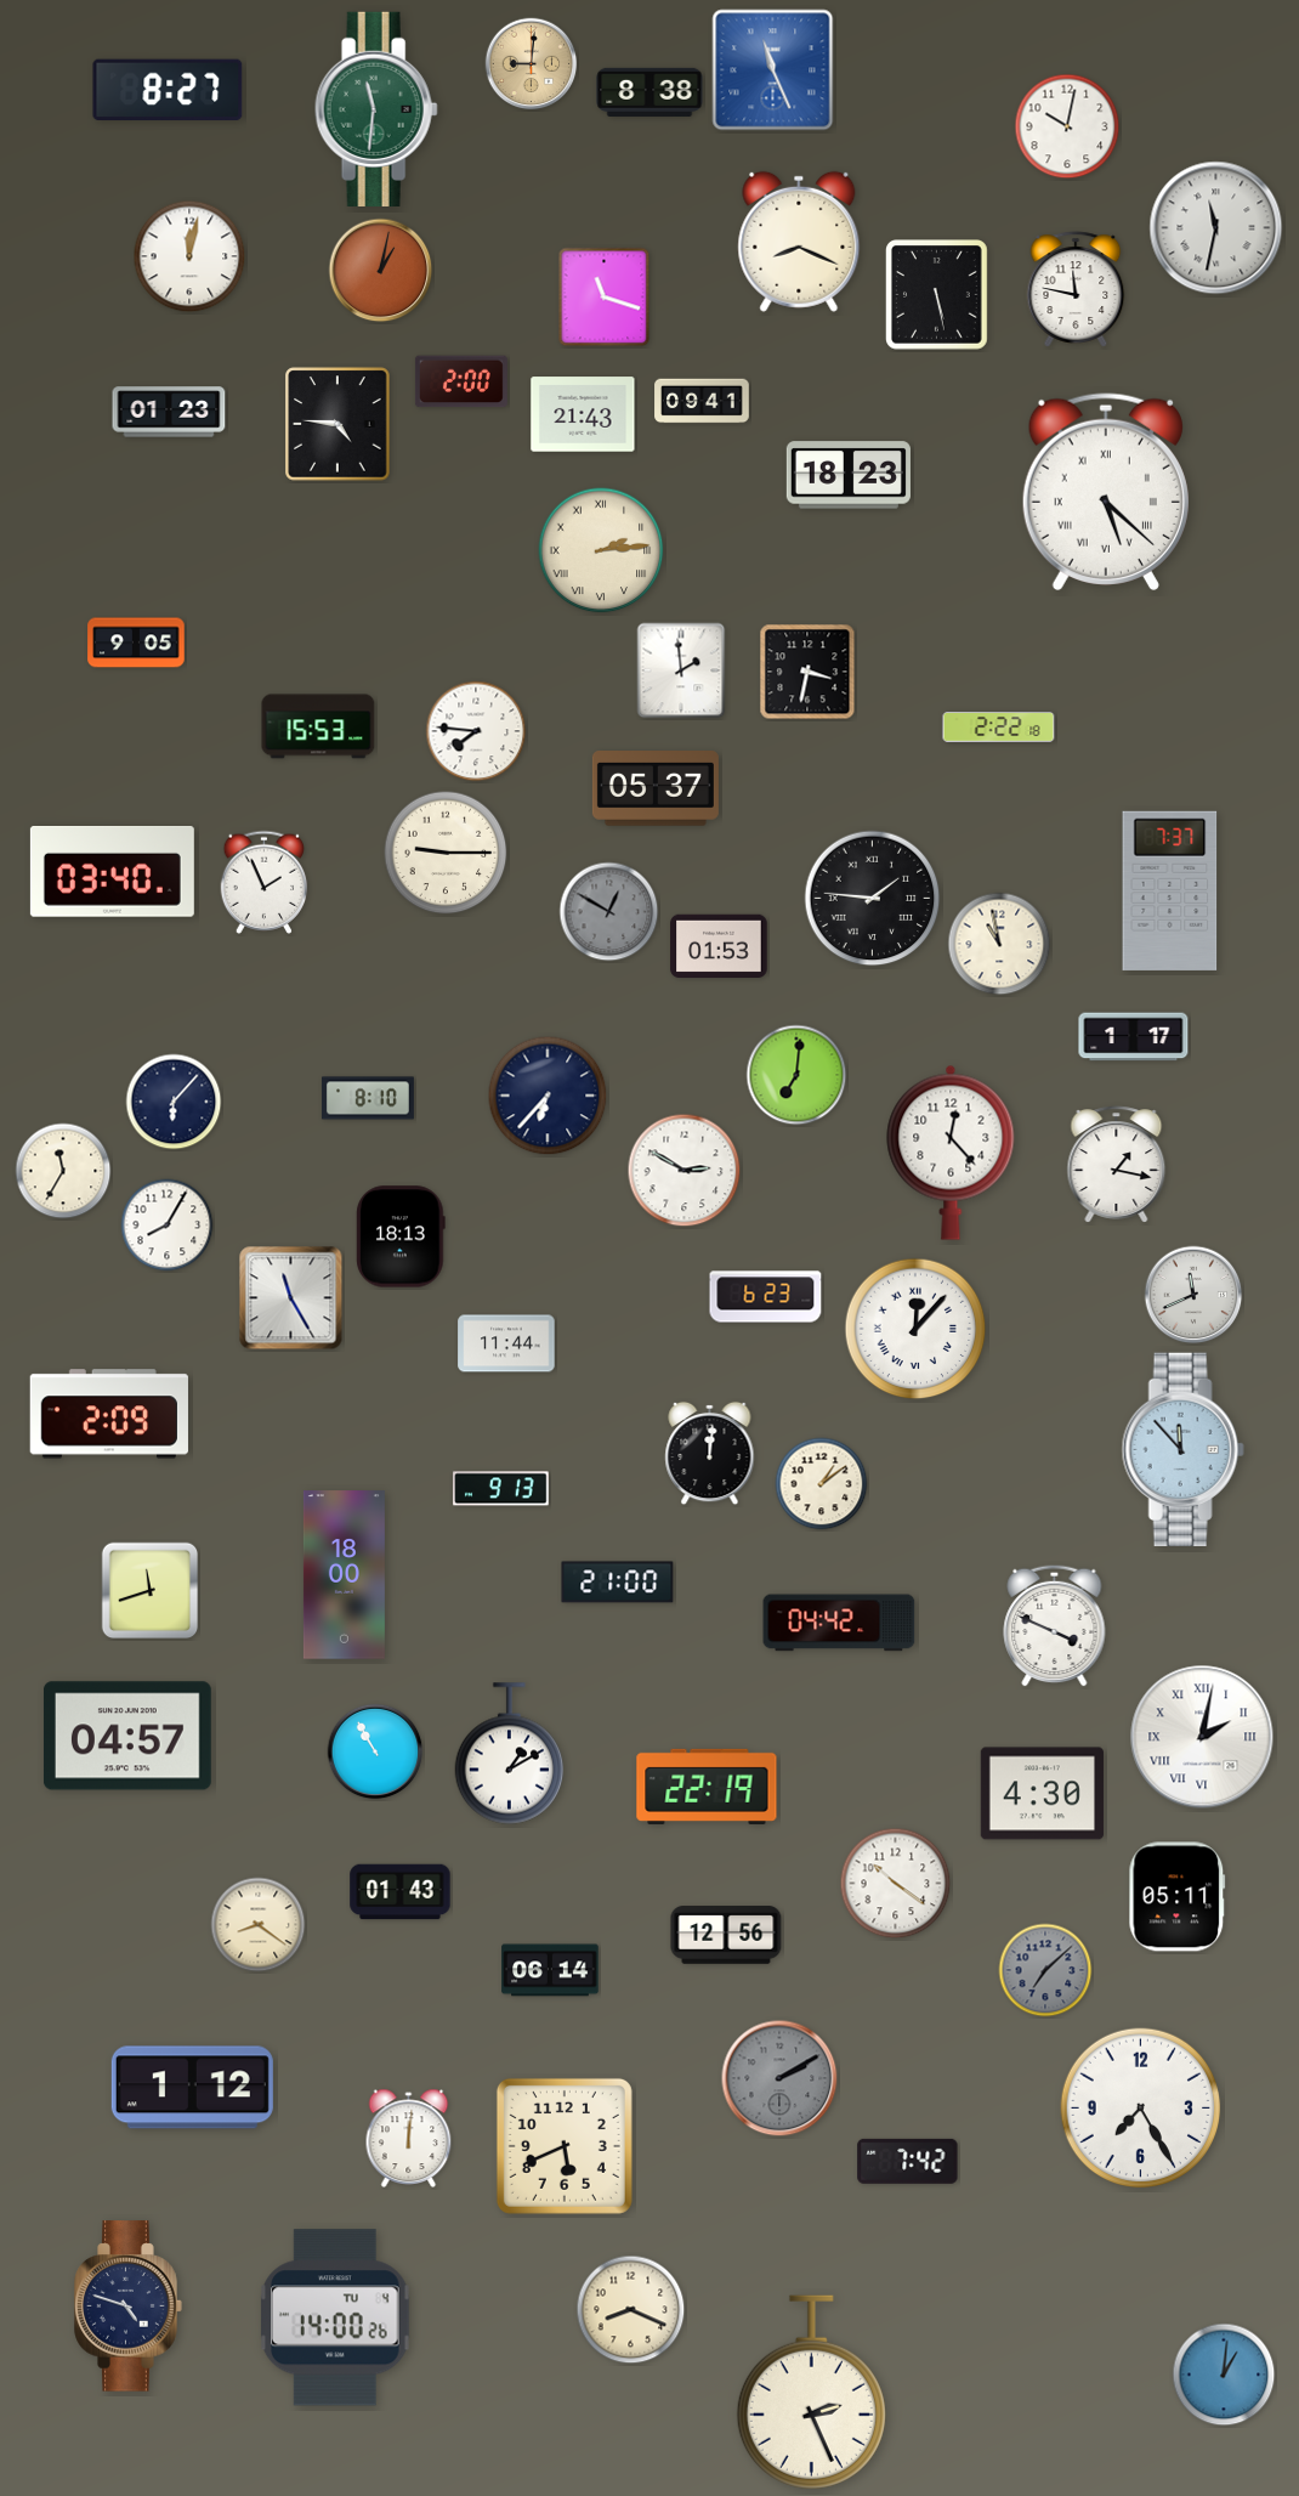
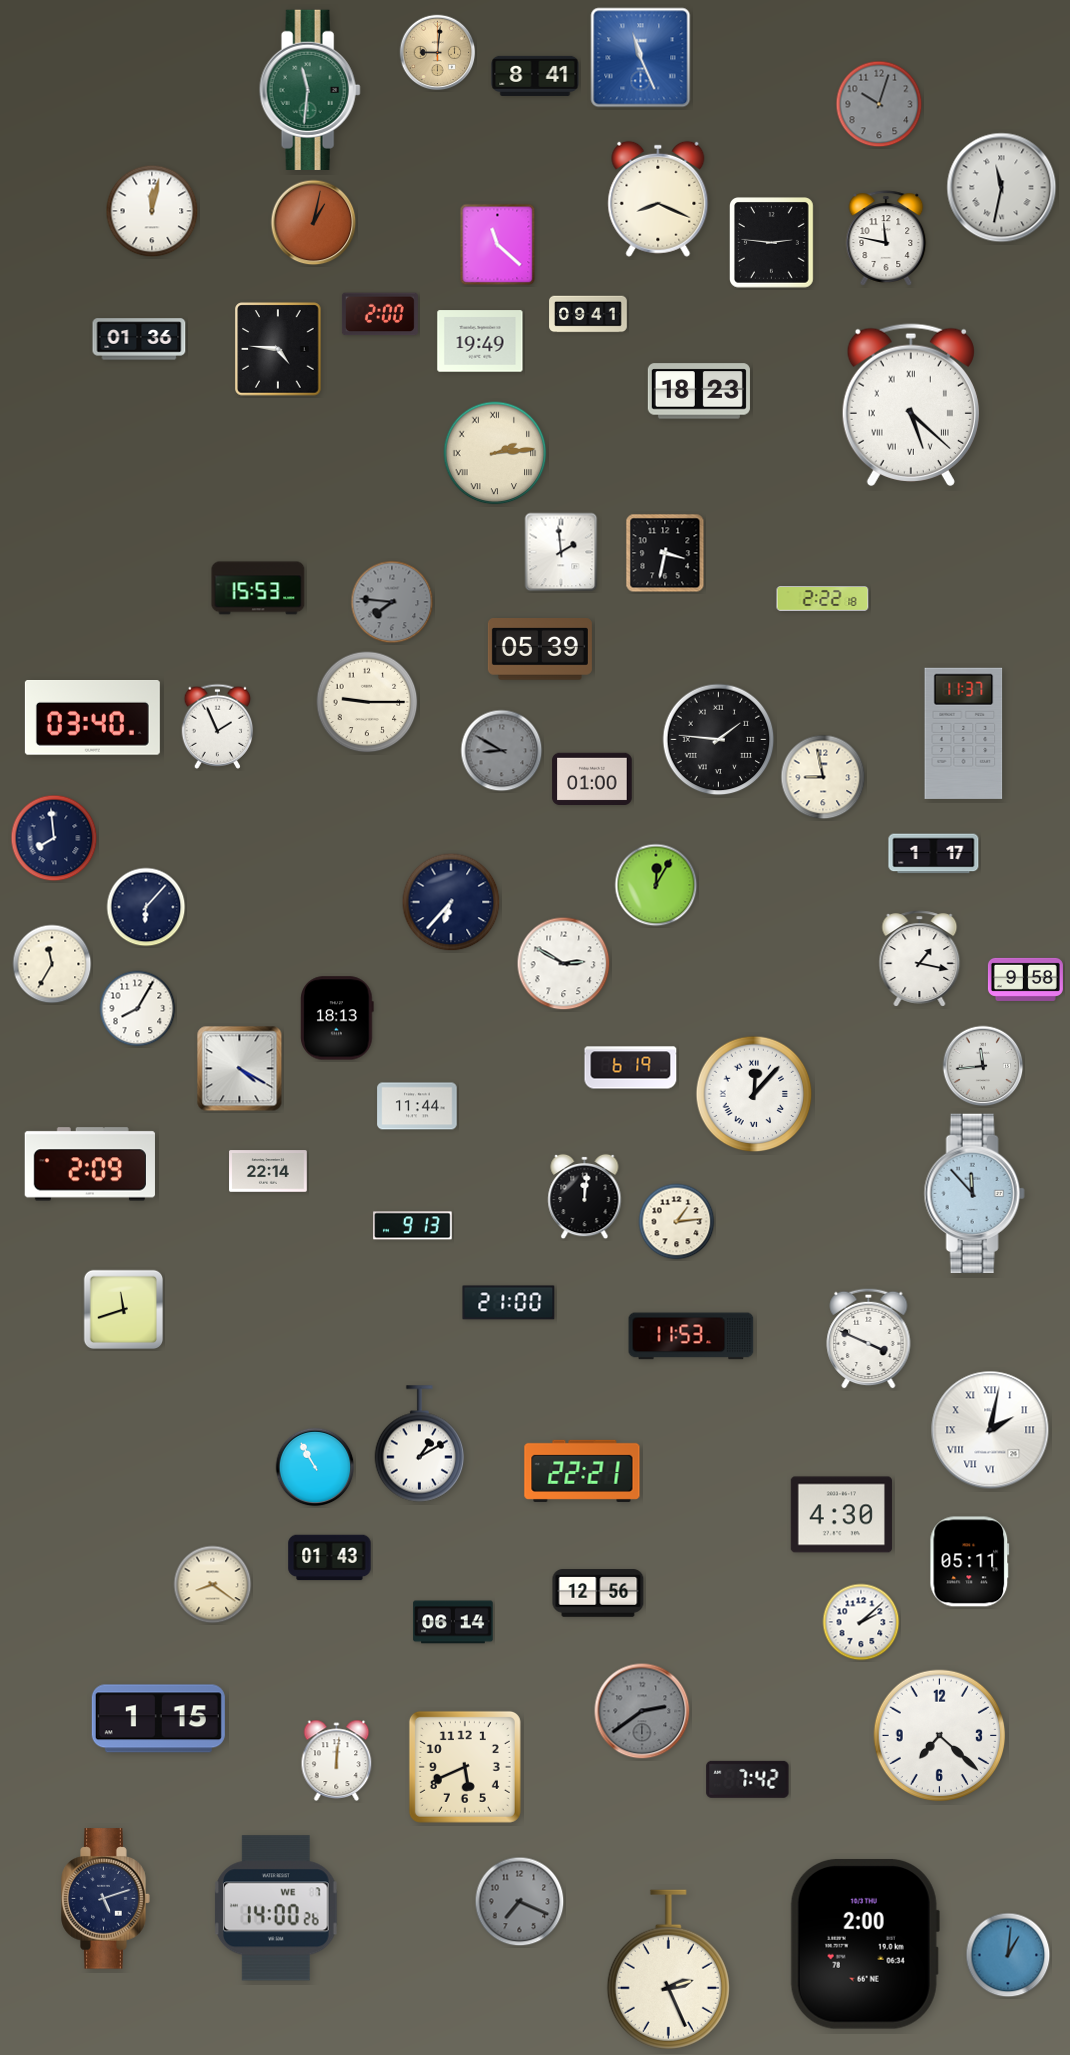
clock at (773, 70) position: (773, 70) -> (641, 58)
clock at (168, 90): 8:27 -> none
clock at (649, 92): 8:38 -> 8:41
clock at (1067, 126): 10:02 -> 10:03
clock at (1067, 126) dial: white -> grey
clock at (189, 256) position: (189, 256) -> (152, 211)
clock at (937, 295): 5:28 -> 2:46
clock at (605, 298): 11:18 -> 11:22
clock at (702, 401) position: (702, 401) -> (588, 314)
clock at (169, 412): 01:23 -> 01:36
clock at (583, 414): 21:43 -> 19:49
clock at (136, 643): 9:05 -> none
clock at (318, 726) position: (318, 726) -> (258, 588)
clock at (476, 731) dial: white -> grey
clock at (656, 789): 05:37 -> 05:39
clock at (1170, 890): 7:37 -> 11:37
clock at (609, 912): 12:50 -> 8:50
clock at (999, 944): 10:58 -> 8:58
clock at (719, 945): 01:53 -> 01:00
clock at (54, 838): none -> 7:59
clock at (796, 1075): 7:01 -> 12:05
clock at (368, 1098): 8:10 -> none
clock at (174, 1102) position: (174, 1102) -> (146, 907)
clock at (951, 1153): 12:23 -> none
clock at (1025, 979): none -> 9:58
clock at (401, 1236) position: (401, 1236) -> (337, 1018)
clock at (1193, 1295): 11:41 -> 11:44
clock at (766, 1297): 6:23 -> 6:19
clock at (291, 1298): 11:25 -> 4:20
clock at (268, 1171): none -> 22:14
clock at (822, 1484): 1:09 -> 1:14
clock at (344, 1575): 18:00 -> none
clock at (839, 1623): 04:42 -> 11:53
clock at (127, 1736): 04:57 -> none
clock at (375, 1751) position: (375, 1751) -> (315, 1467)
clock at (707, 1787): 22:19 -> 22:21
clock at (1042, 1794) position: (1042, 1794) -> (841, 1515)
clock at (896, 1884): 10:21 -> none
clock at (1045, 1970): 7:08 -> 2:08
clock at (1045, 1970) dial: grey -> white
clock at (779, 2078): 2:10 -> 2:39
clock at (192, 2088): 1:12 -> 1:15
clock at (1141, 2109): 7:25 -> 7:22
clock at (129, 2307): 4:48 -> 5:12
clock at (631, 2310): 8:19 -> 7:19
clock at (631, 2310) dial: cream -> grey
clock at (336, 2317) date: TU 4 -> WE 7
clock at (865, 1944): none -> 2:00
